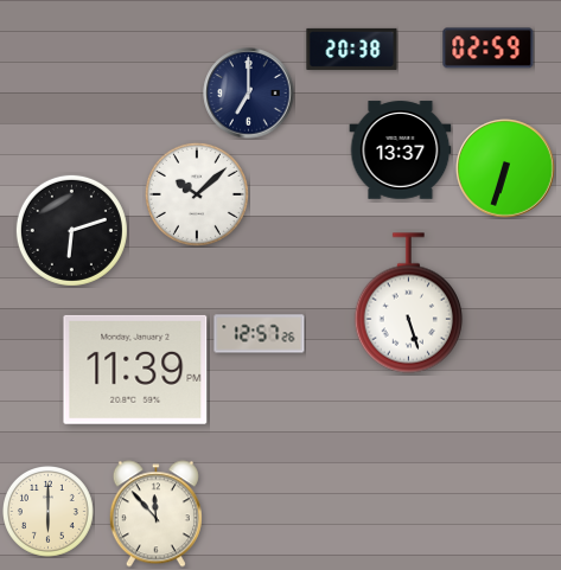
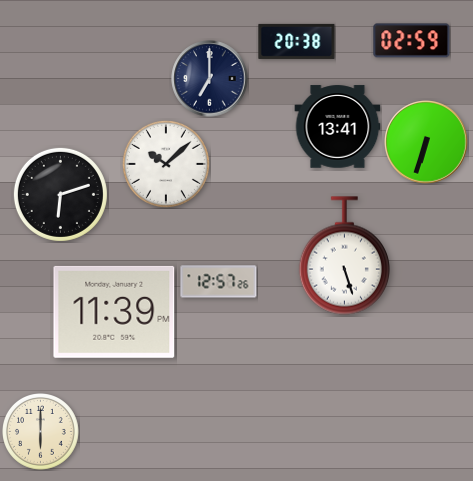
clock at (401, 150): 13:37 -> 13:41
clock at (155, 514): 11:53 -> none
